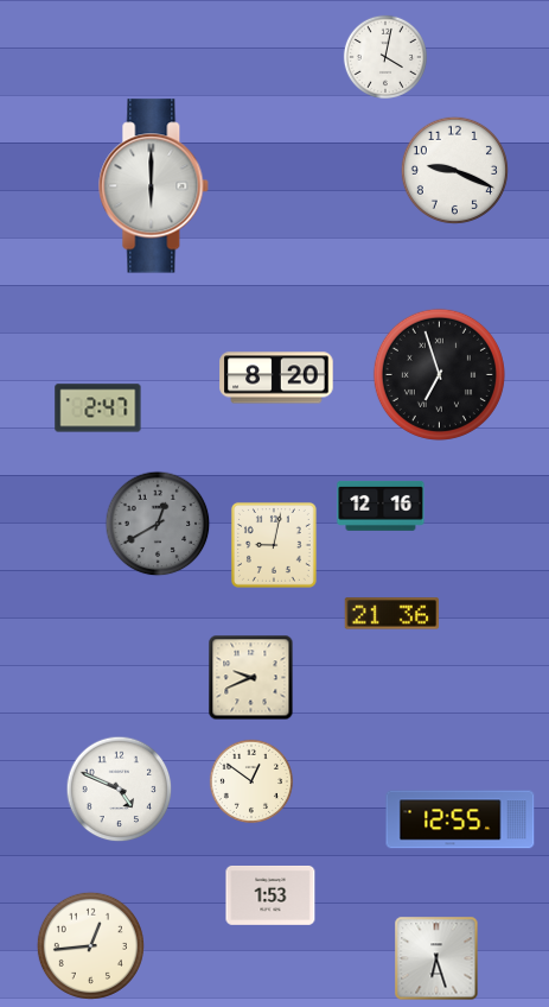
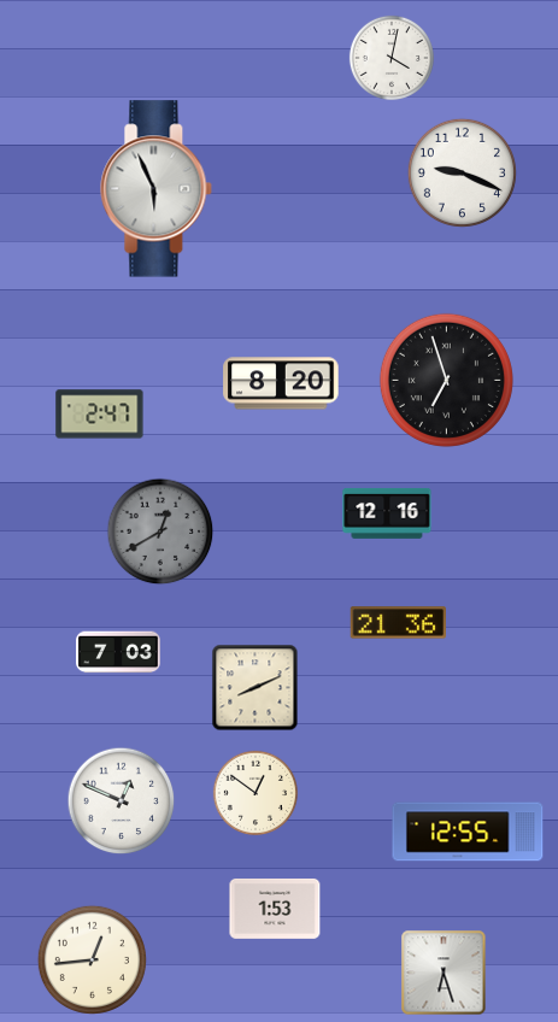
clock at (154, 186): 6:00 -> 5:56
clock at (274, 545): 9:02 -> none
clock at (118, 652): none -> 7:03
clock at (251, 678): 9:41 -> 8:11
clock at (120, 790): 4:49 -> 12:49
